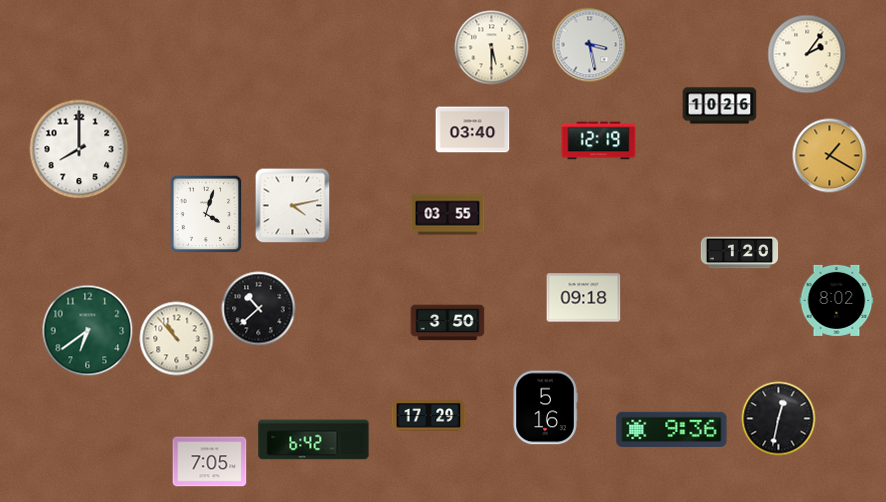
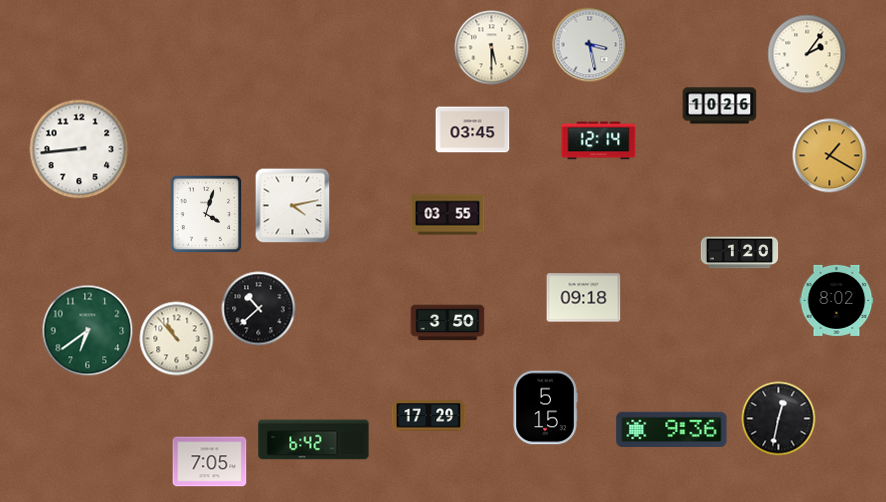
clock at (473, 130): 03:40 -> 03:45
clock at (599, 141): 12:19 -> 12:14
clock at (79, 149): 8:00 -> 8:44
clock at (545, 408): 5:16 -> 5:15
